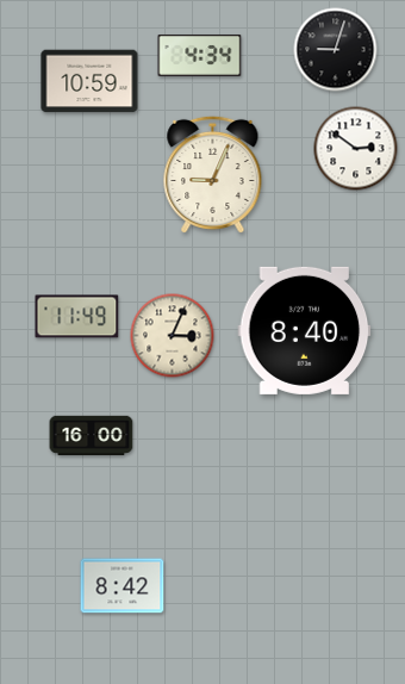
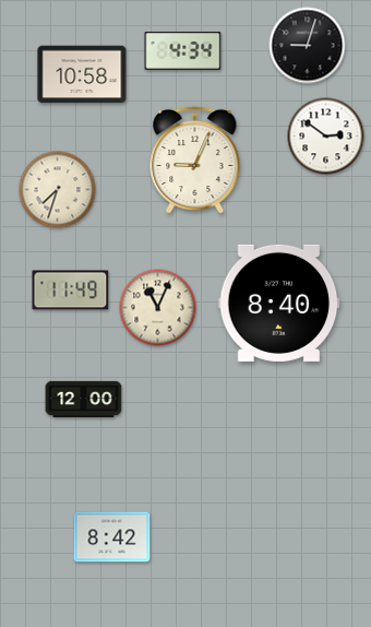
clock at (89, 81): 10:59 -> 10:58
clock at (58, 190): none -> 7:33
clock at (173, 336): 3:04 -> 11:04
clock at (92, 435): 16:00 -> 12:00
